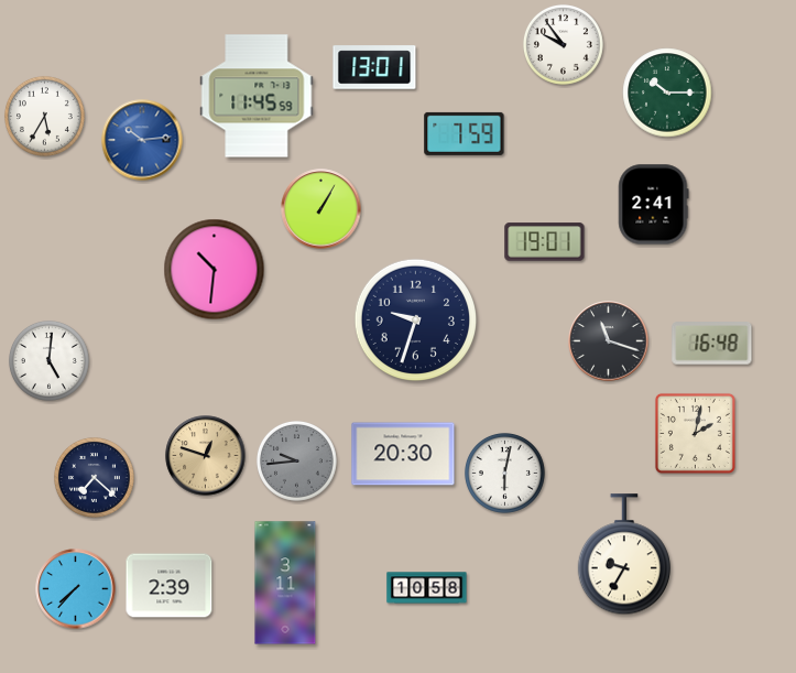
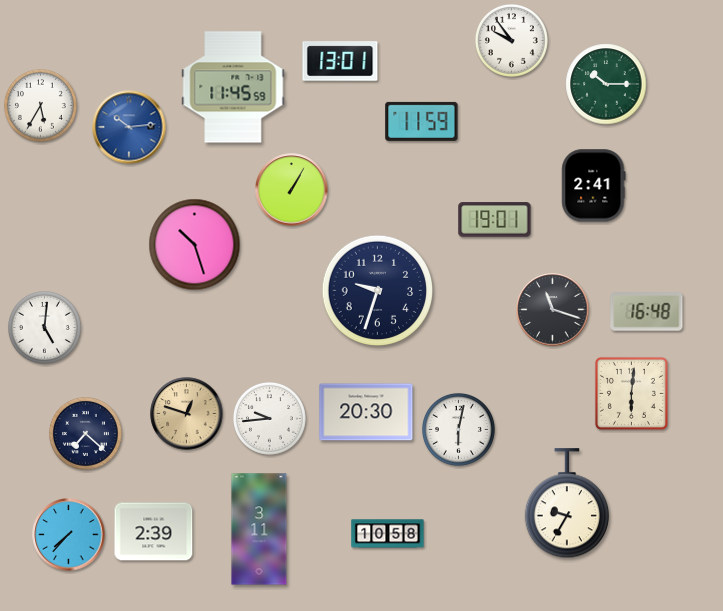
clock at (465, 133): 7:59 -> 11:59
clock at (215, 270): 10:31 -> 10:27
clock at (695, 433): 2:02 -> 6:01
clock at (296, 460) dial: grey -> white
